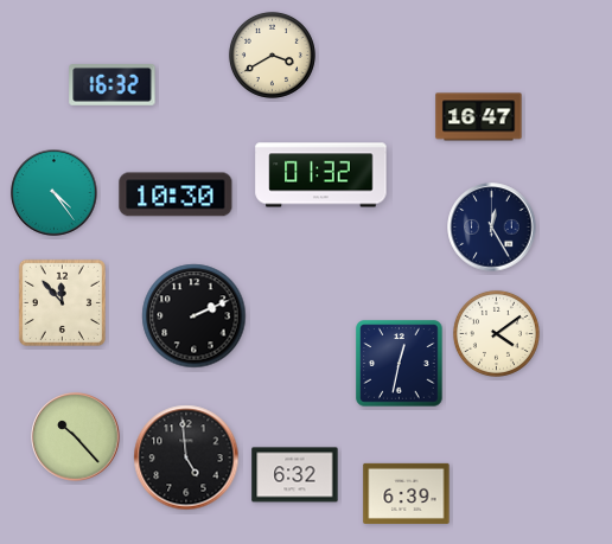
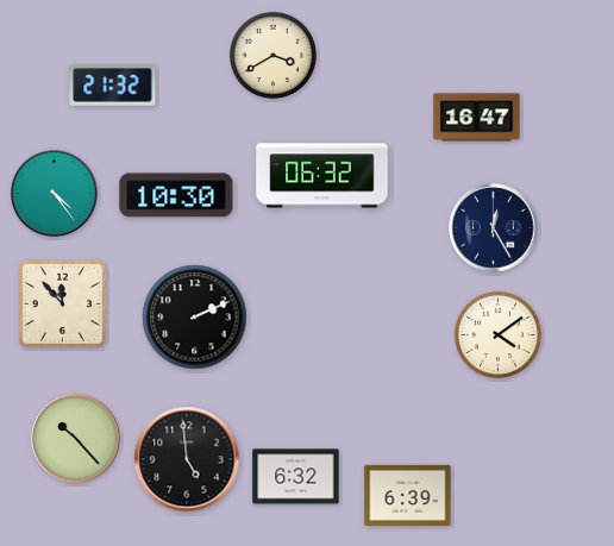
clock at (113, 85): 16:32 -> 21:32
clock at (479, 117) position: (479, 117) -> (477, 118)
clock at (321, 175): 01:32 -> 06:32
clock at (400, 364): 12:32 -> none
